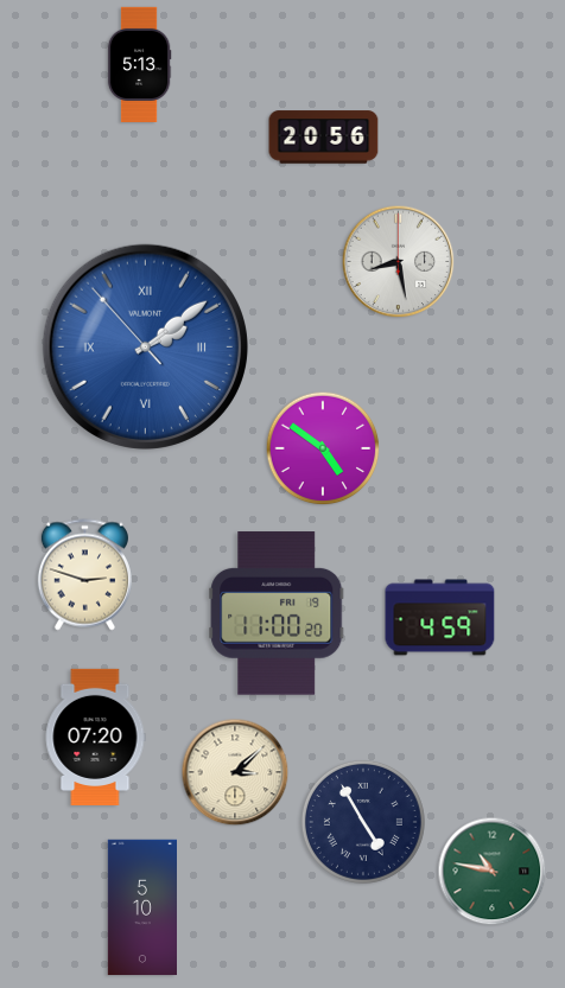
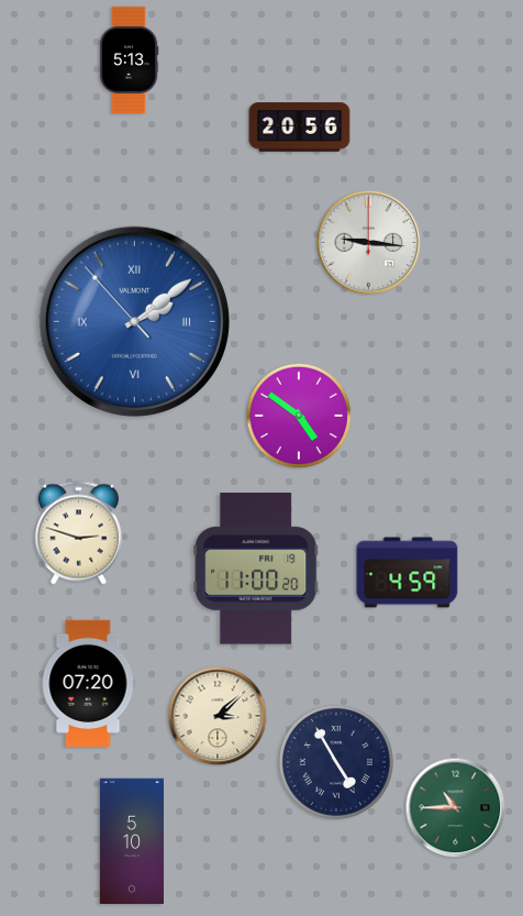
clock at (399, 262): 8:28 -> 9:16
clock at (493, 872): 10:47 -> 10:45
